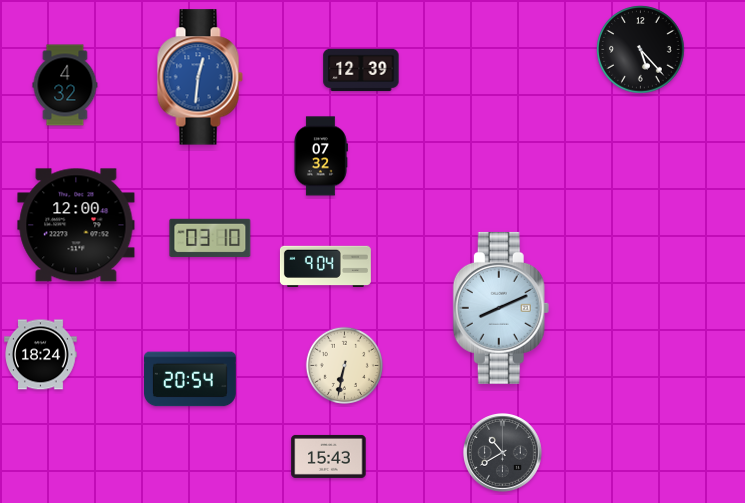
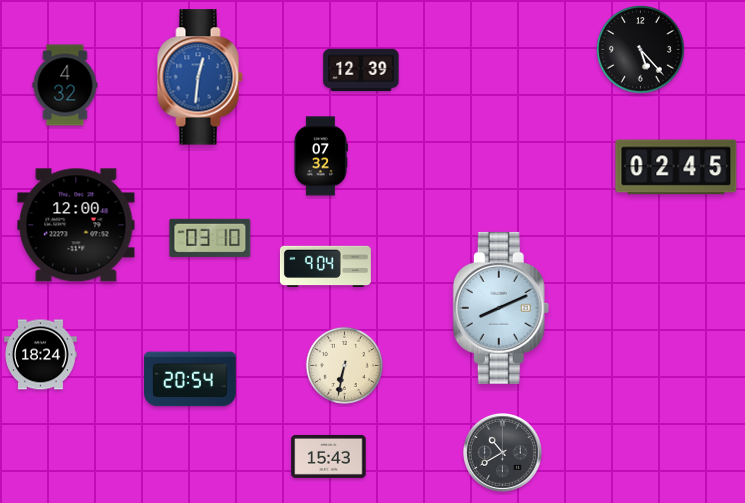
clock at (676, 167): none -> 02:45
